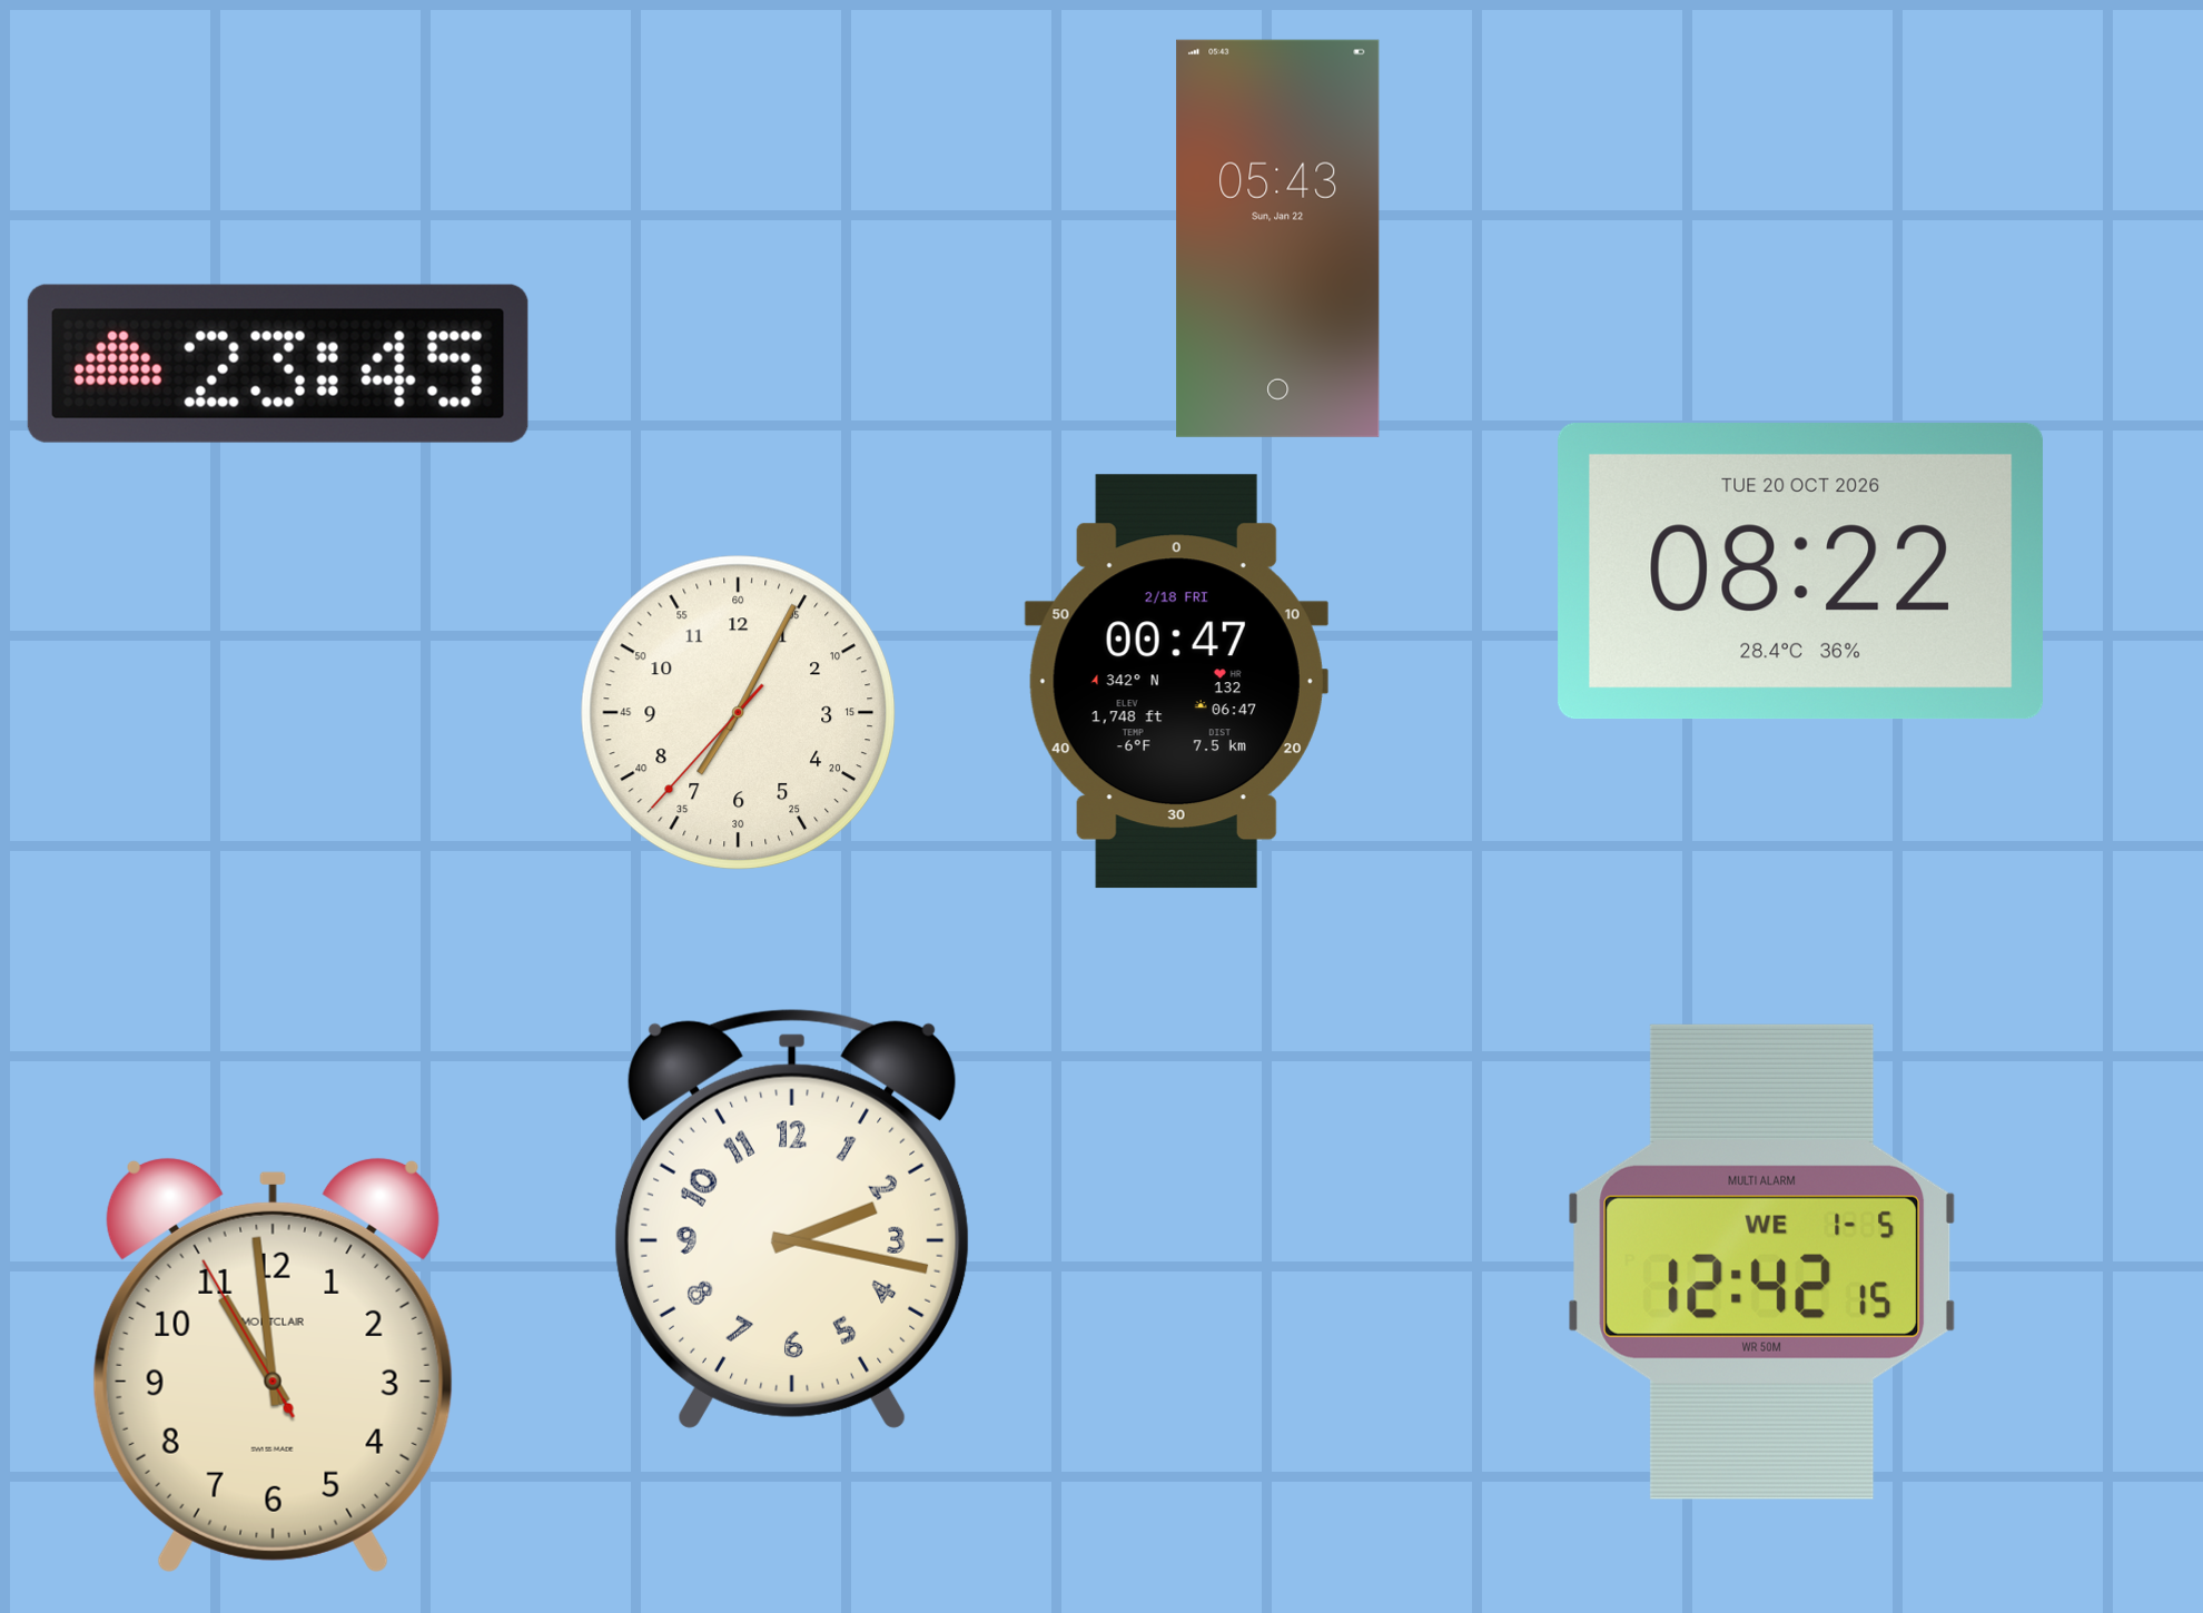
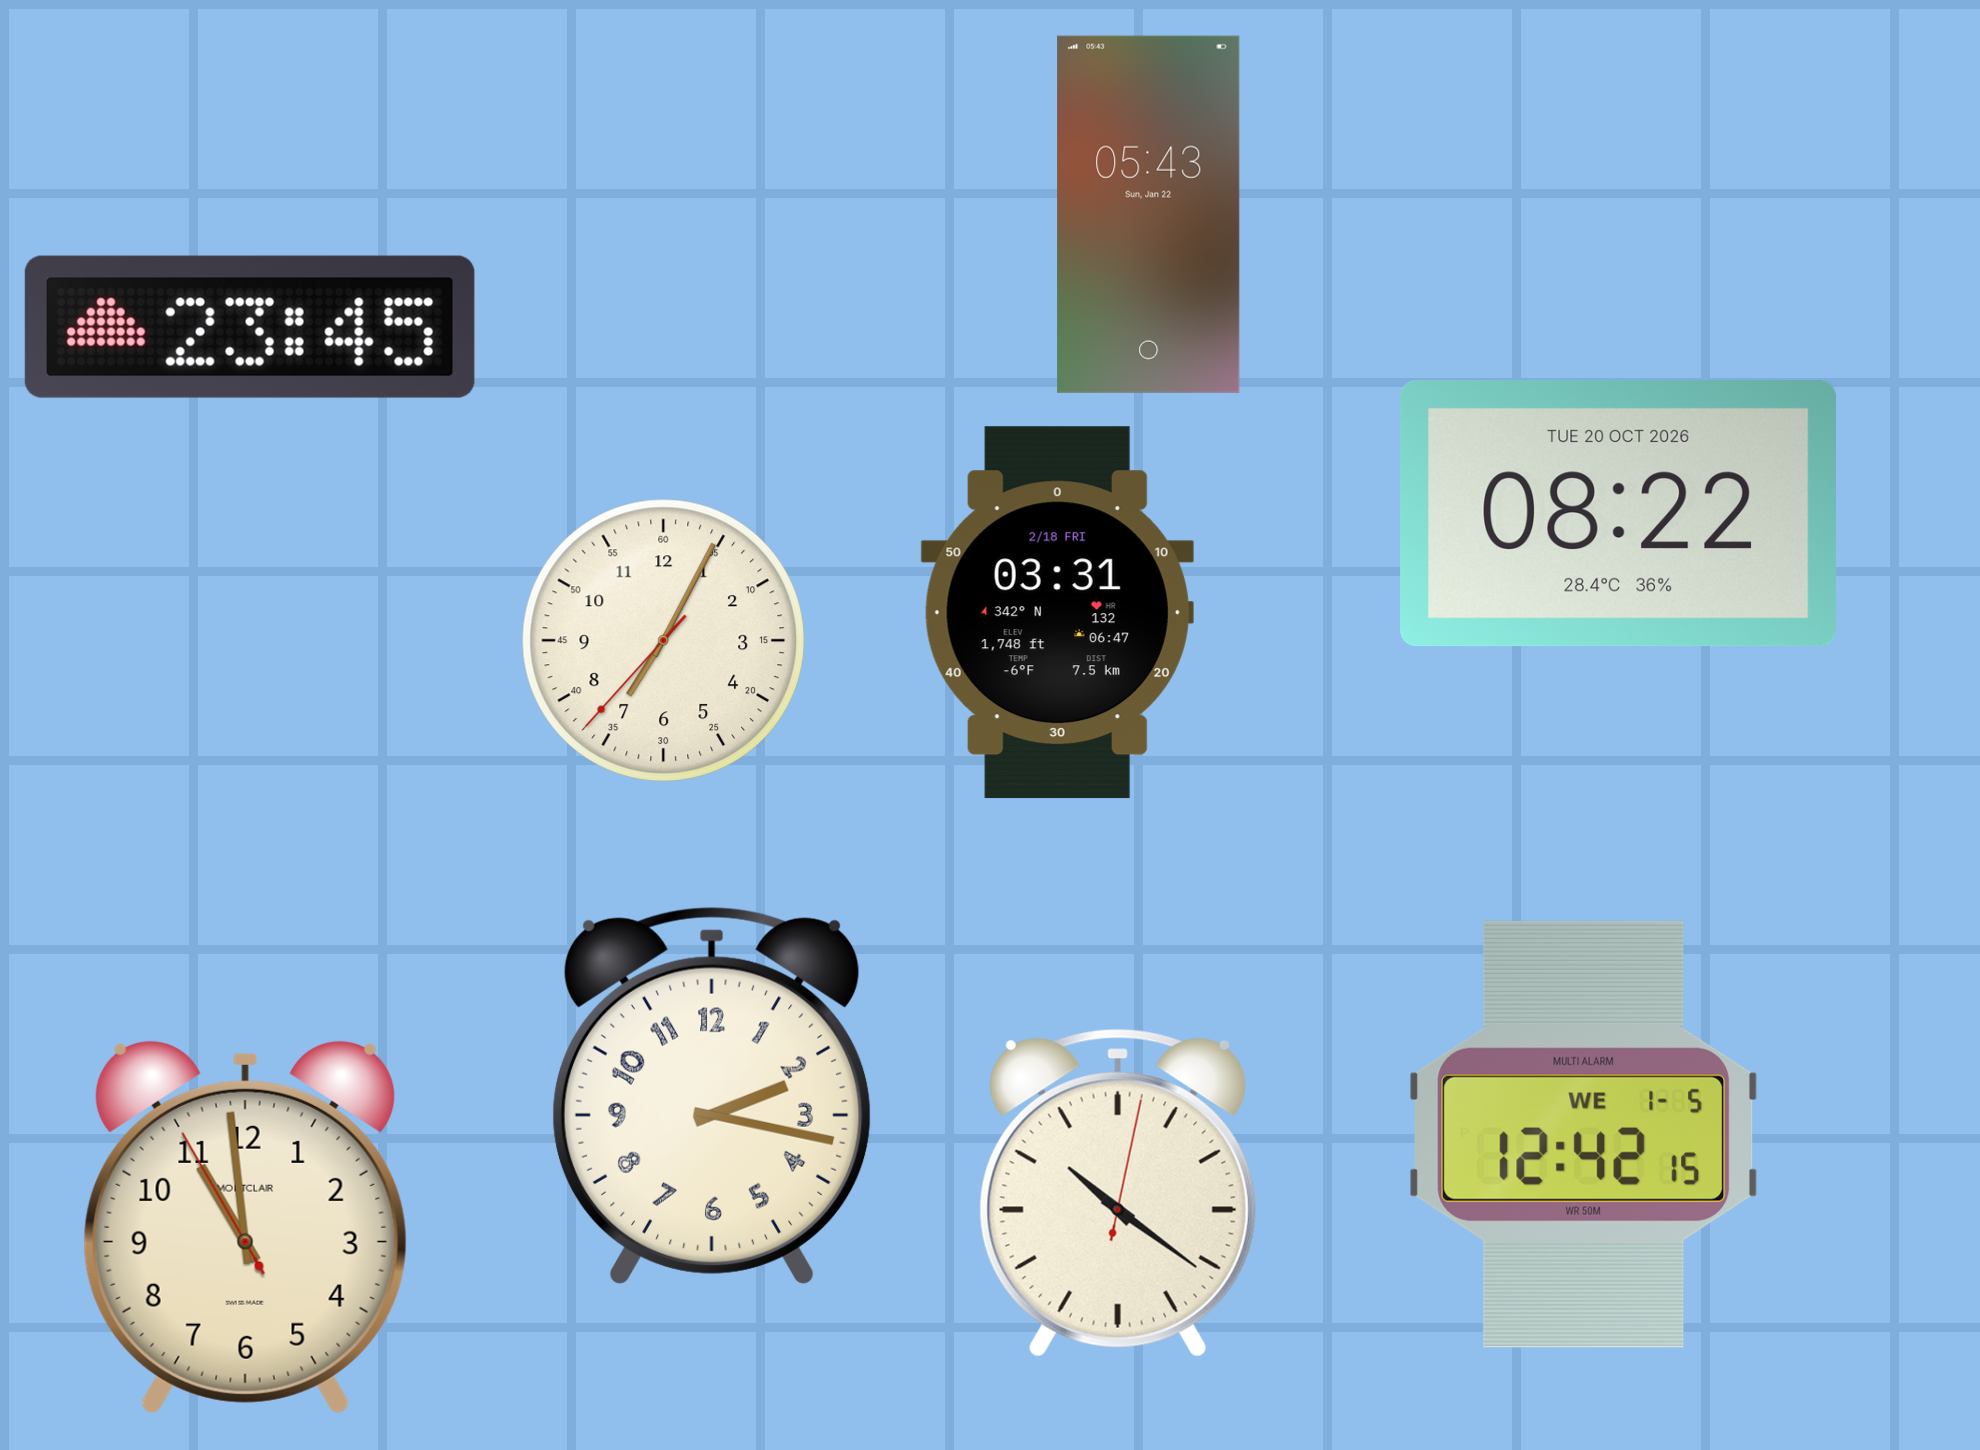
clock at (1176, 682): 00:47 -> 03:31
clock at (1118, 1193): none -> 10:21
